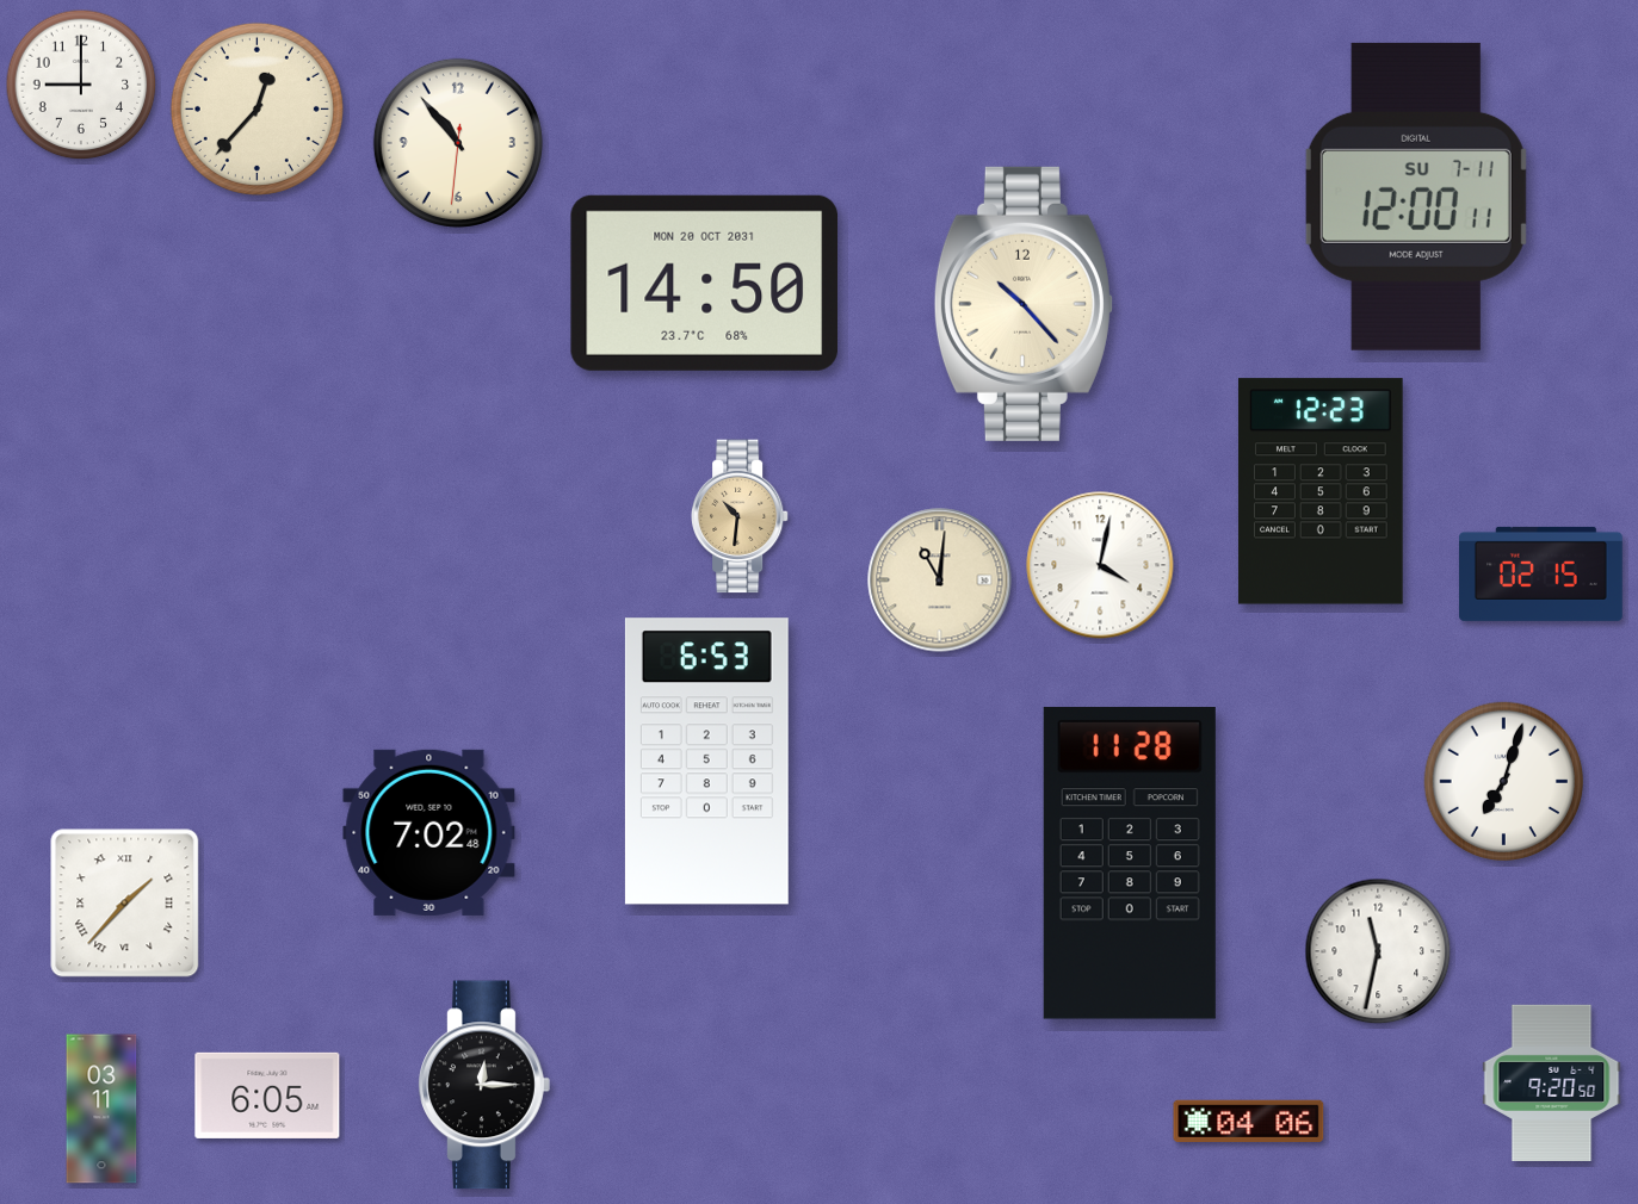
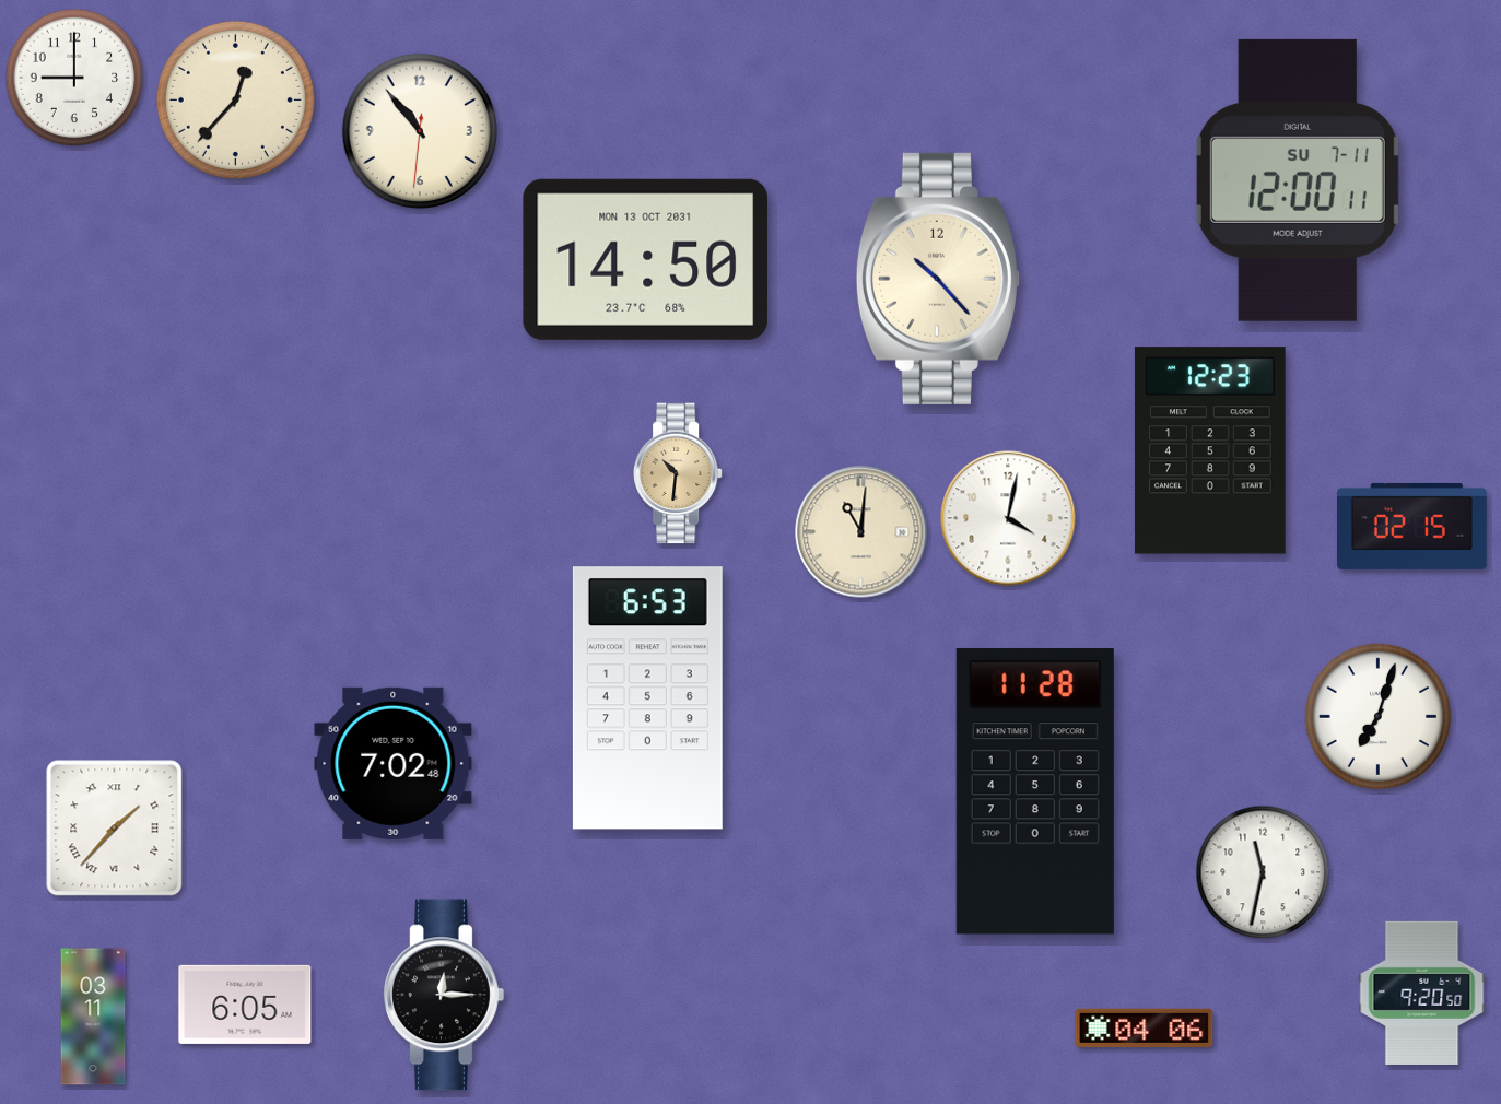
clock at (704, 283) date: MON 20 OCT 2031 -> MON 13 OCT 2031
